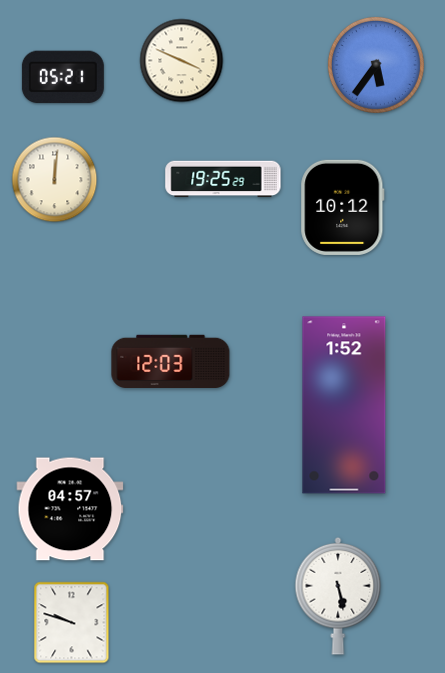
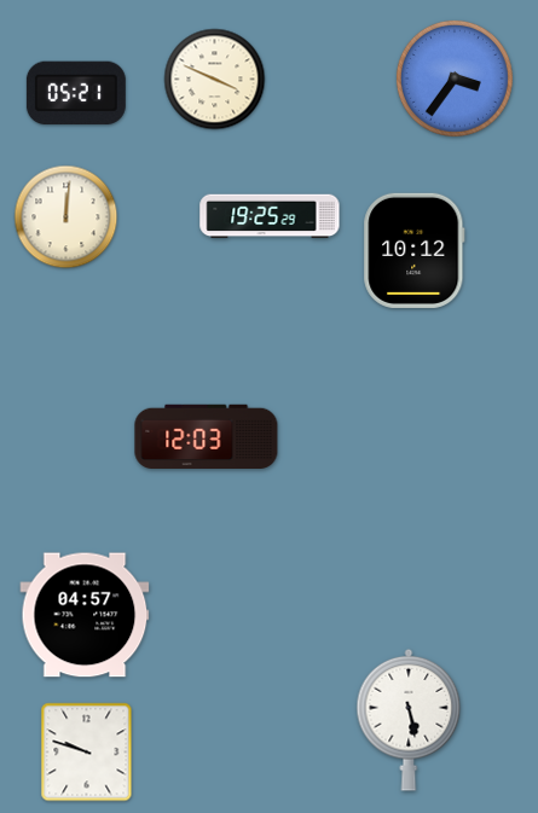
clock at (182, 61) position: (182, 61) -> (215, 80)
clock at (376, 65): 5:36 -> 3:36
clock at (344, 405): 1:52 -> none
